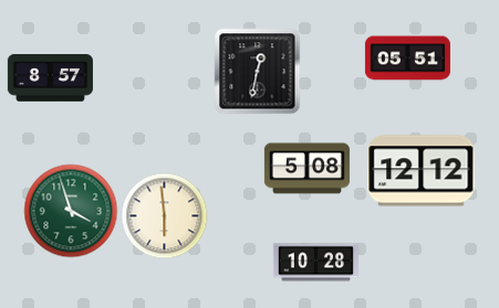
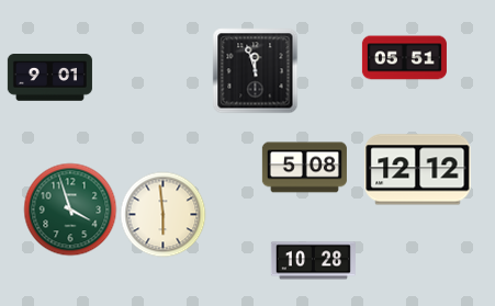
clock at (257, 71): 12:32 -> 11:57
clock at (50, 78): 8:57 -> 9:01
